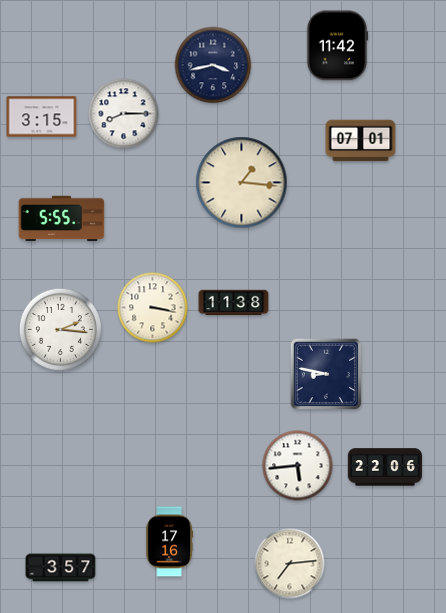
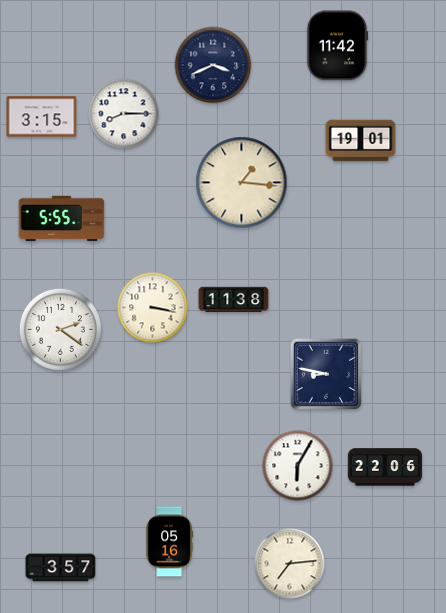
clock at (213, 65): 3:43 -> 3:41
clock at (361, 141): 07:01 -> 19:01
clock at (234, 303) position: (234, 303) -> (234, 300)
clock at (60, 329): 2:16 -> 2:21
clock at (298, 466): 5:44 -> 6:05
clock at (170, 542): 17:16 -> 05:16
